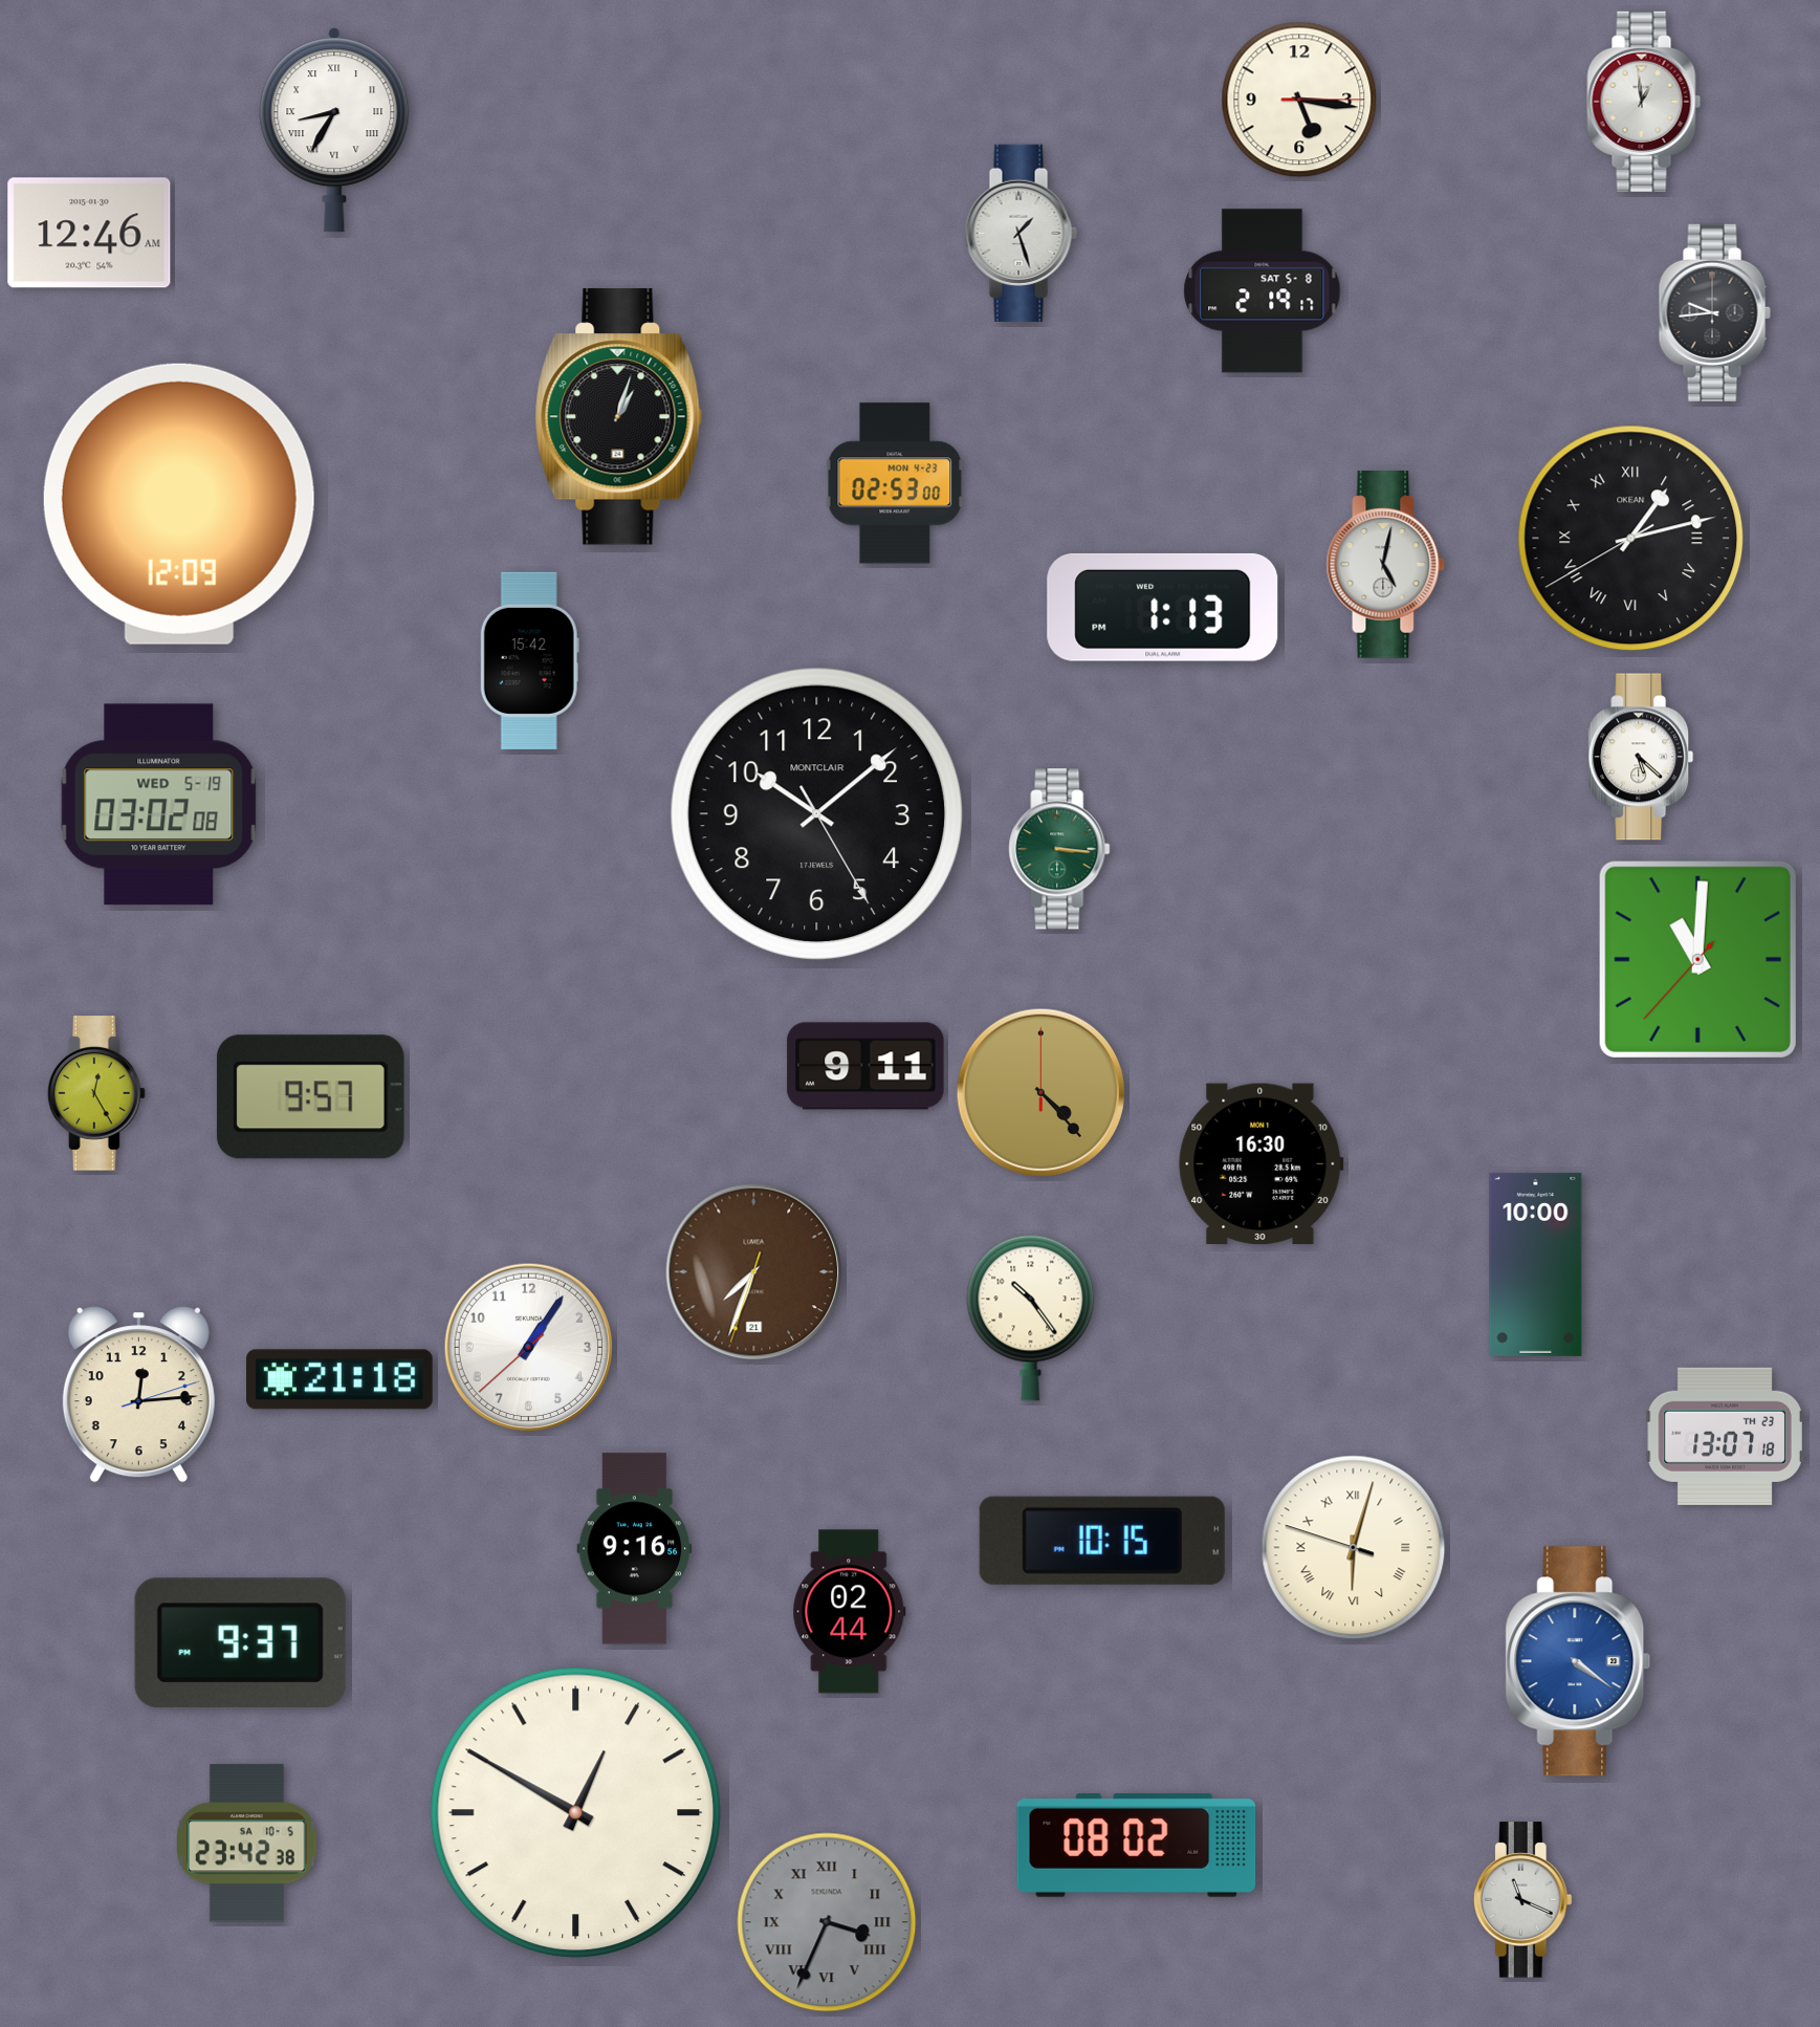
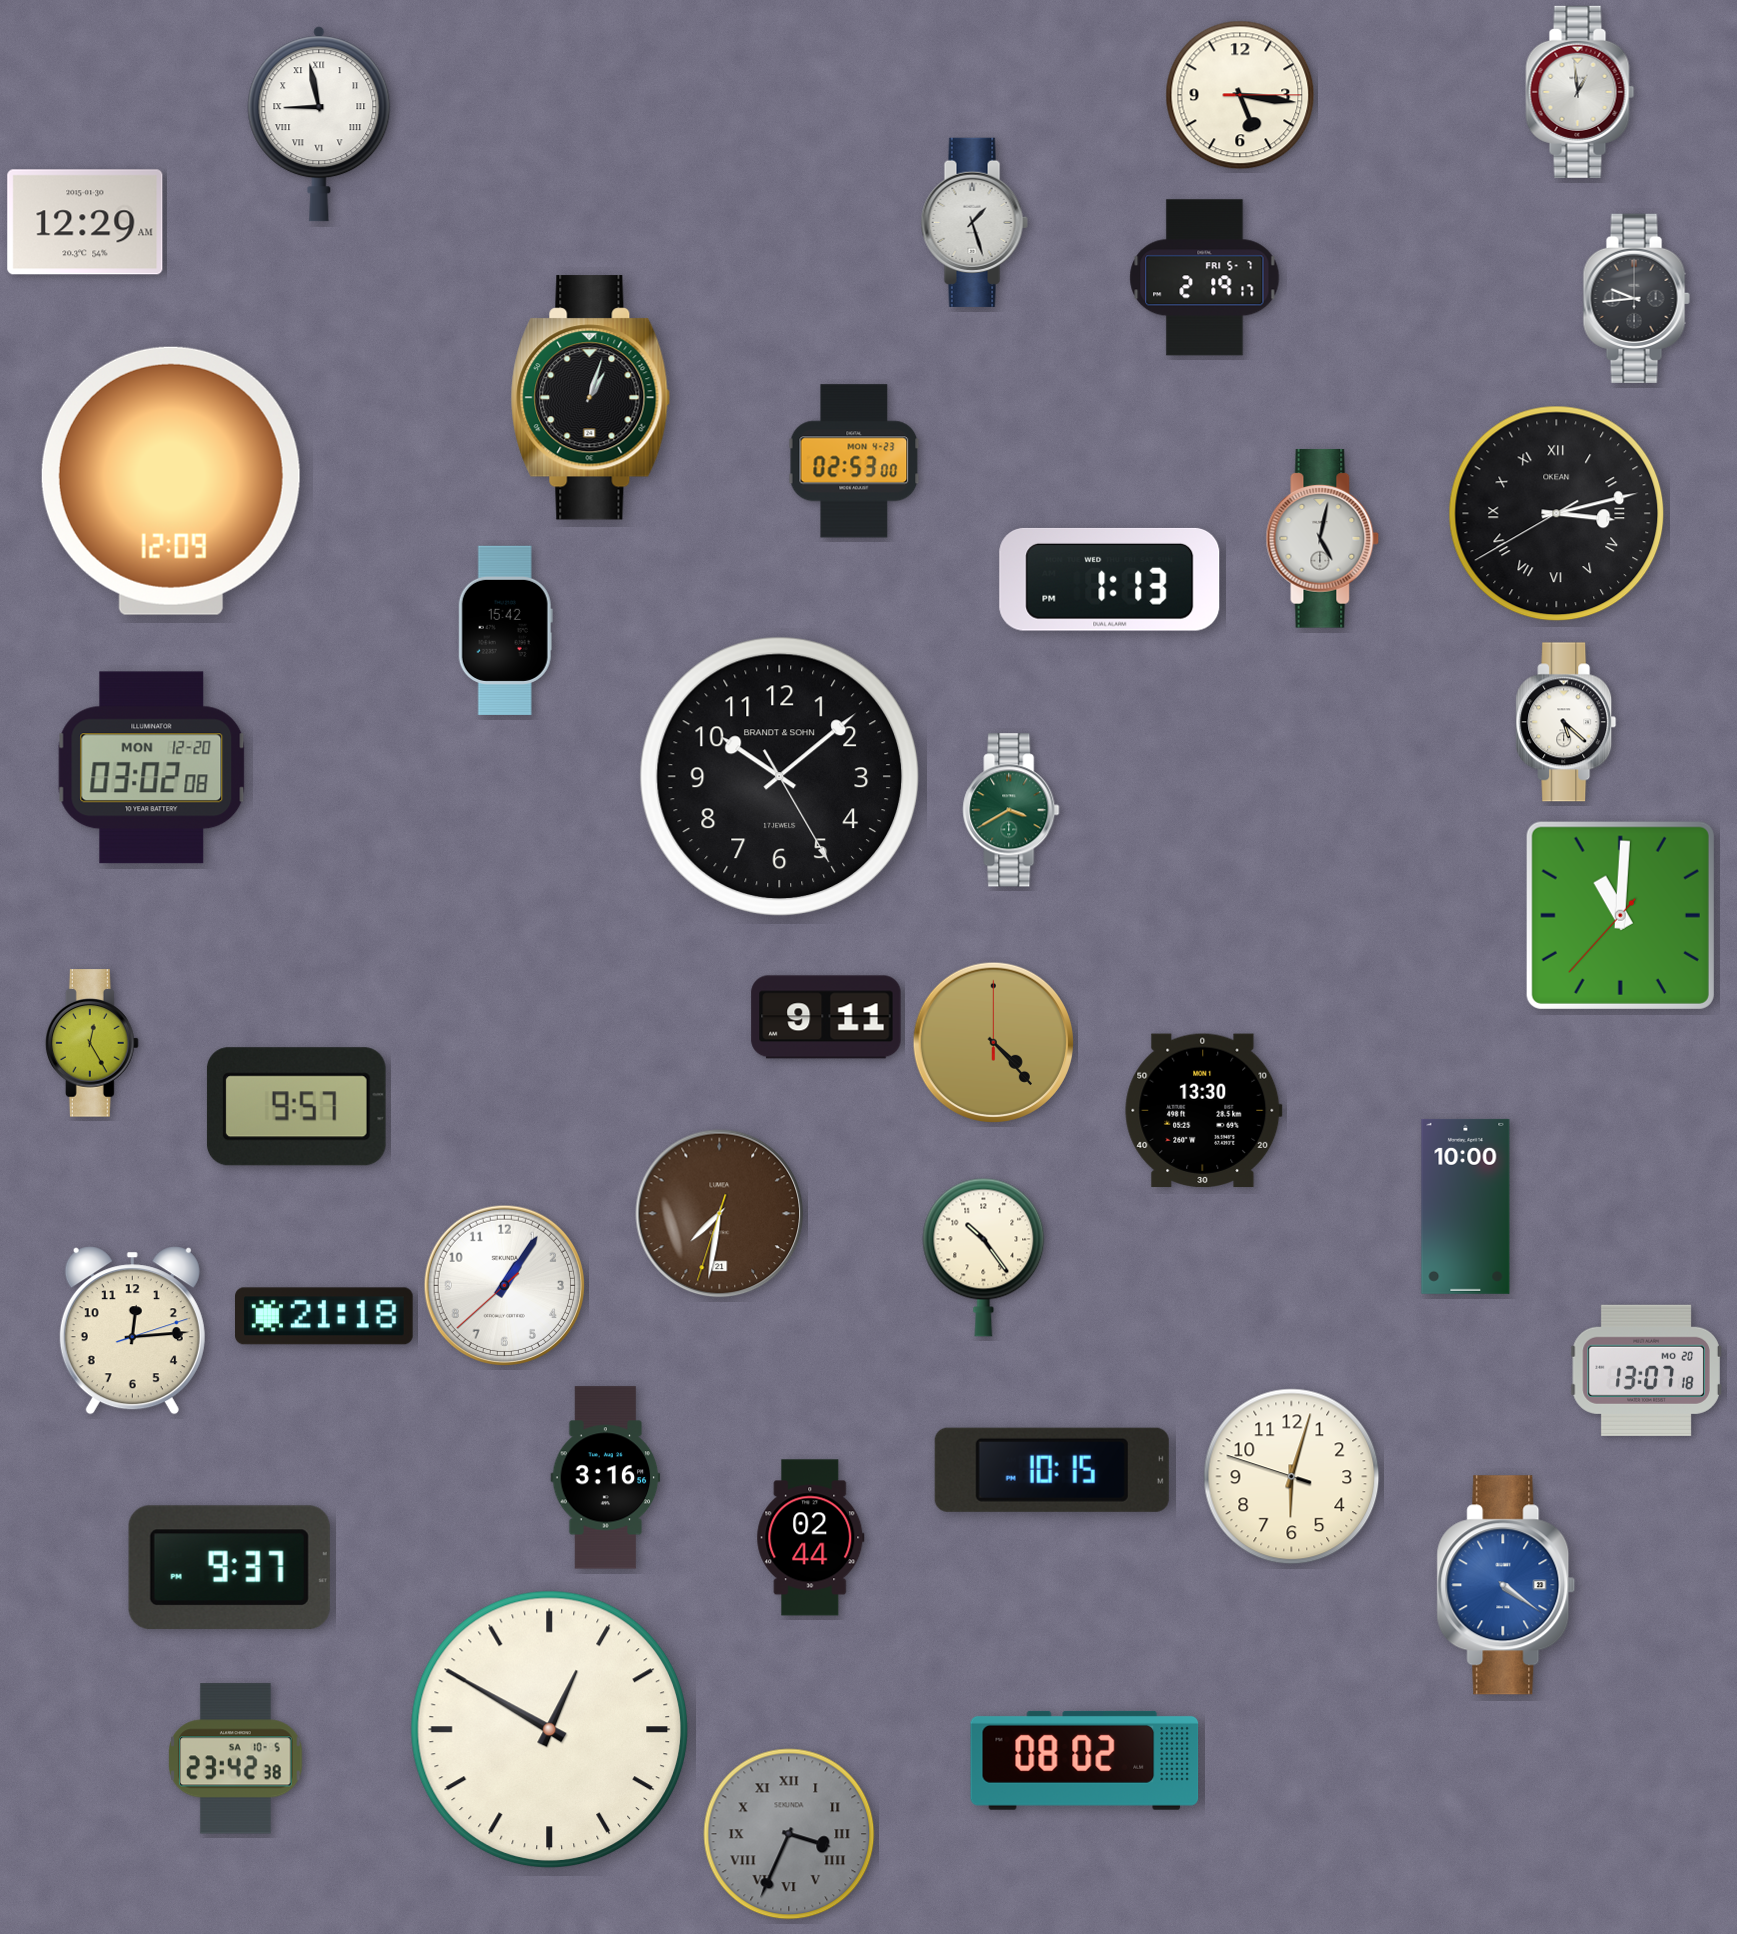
clock at (1644, 102) position: (1644, 102) -> (1580, 92)
clock at (334, 130): 8:35 -> 8:58
clock at (89, 233): 12:46 -> 12:29
clock at (1263, 291) date: SAT 5-8 -> FRI 5-7
clock at (1631, 539): 1:12 -> 3:12
clock at (159, 805) date: WED 5-19 -> MON 12-20
clock at (816, 813) brand: MONTCLAIR -> BRANDT & SOHN
clock at (1059, 849): 3:16 -> 3:40
clock at (310, 1097) position: (310, 1097) -> (296, 1107)
clock at (1262, 1163): 16:30 -> 13:30
clock at (754, 1272): 7:33 -> 7:31
clock at (1725, 1436) date: TH 23 -> MO 20
clock at (1354, 1548) numerals: Roman -> Arabic
clock at (635, 1549): 9:16 -> 3:16
clock at (1522, 1900): 11:19 -> none
